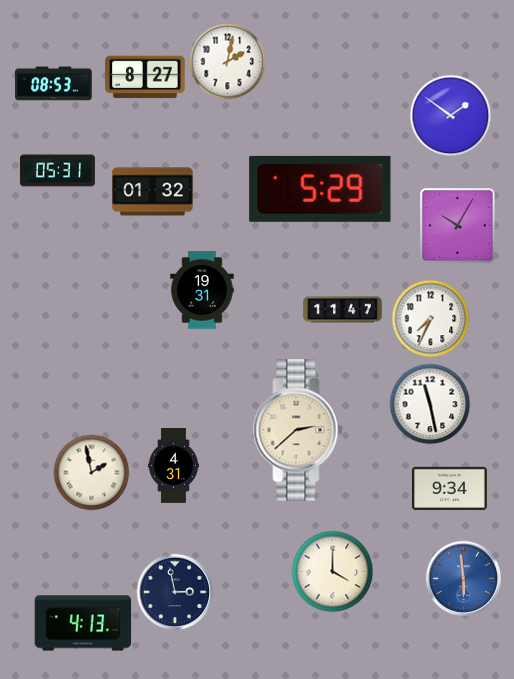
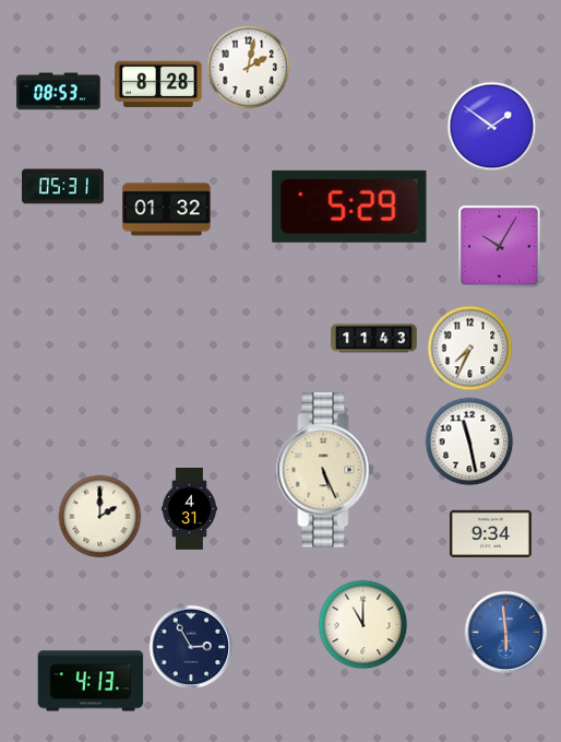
clock at (145, 77): 8:27 -> 8:28
clock at (202, 290): 19:31 -> none
clock at (343, 310): 11:47 -> 11:43
clock at (298, 430): 2:38 -> 5:26
clock at (92, 473): 1:58 -> 2:00
clock at (333, 572): 4:00 -> 11:00
clock at (175, 592): 2:58 -> 2:55
